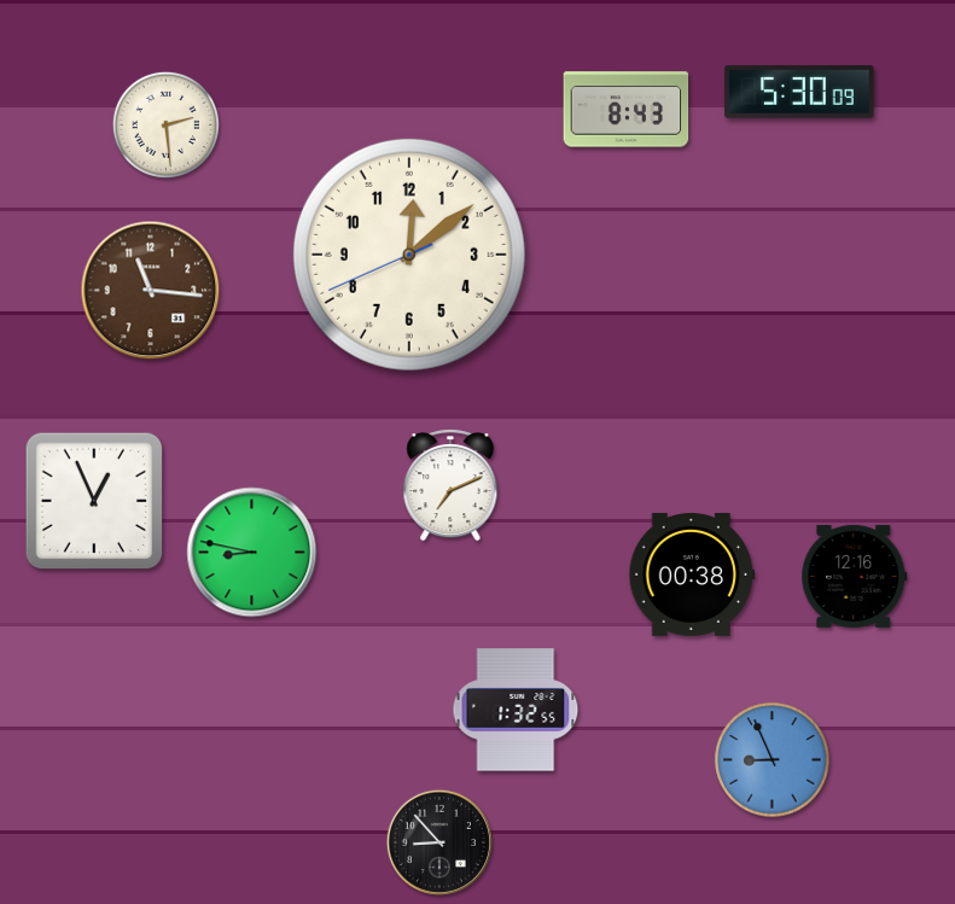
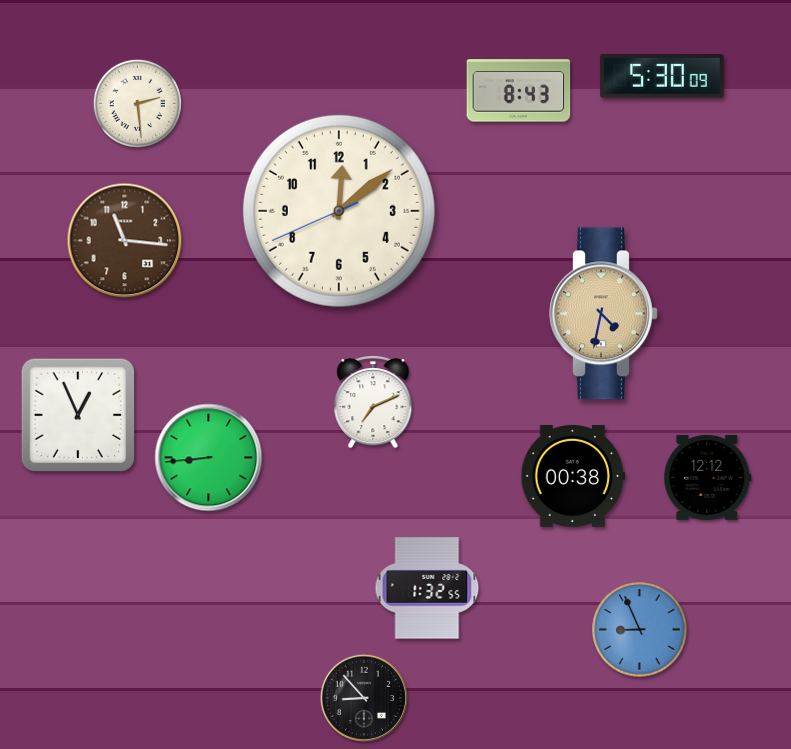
clock at (604, 314): none -> 4:32
clock at (252, 553): 8:47 -> 8:44
clock at (855, 576): 12:16 -> 12:12
